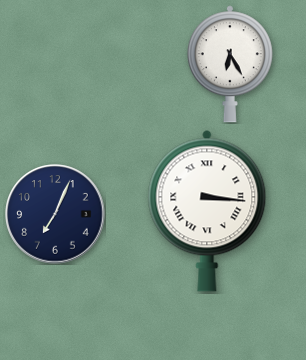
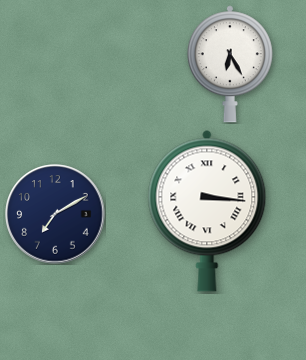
clock at (55, 214): 7:04 -> 7:10
